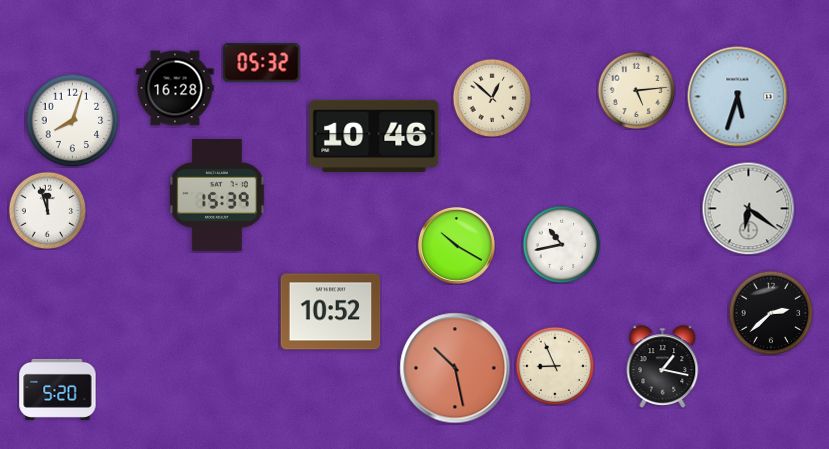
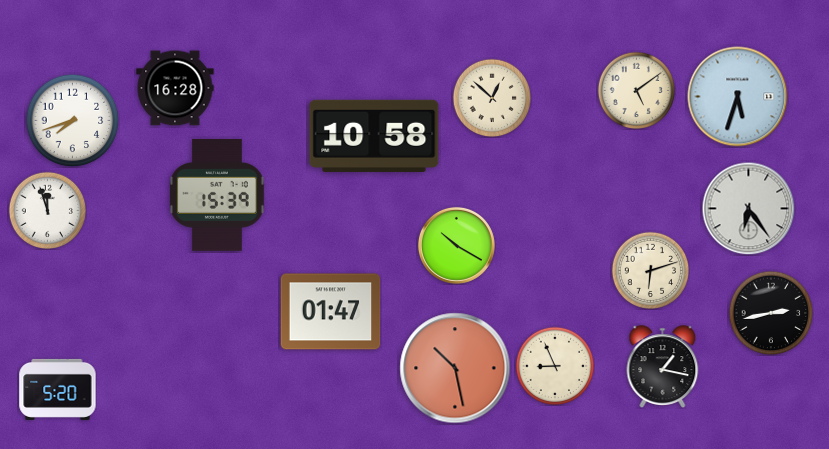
clock at (262, 63): 05:32 -> none
clock at (636, 90): 5:14 -> 5:09
clock at (72, 120): 8:03 -> 7:42
clock at (374, 136): 10:46 -> 10:58
clock at (748, 208): 6:21 -> 6:24
clock at (561, 244): 10:43 -> none
clock at (650, 270): none -> 6:12
clock at (331, 312): 10:52 -> 01:47
clock at (771, 313): 2:38 -> 2:43
